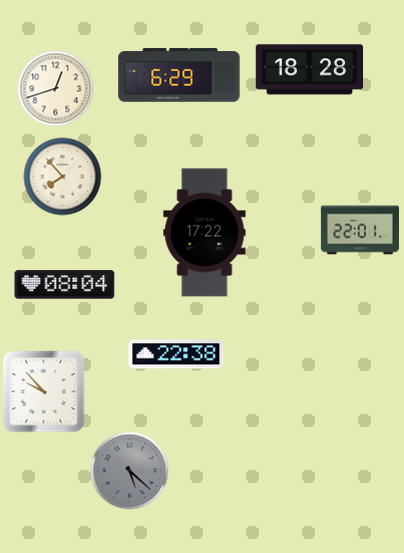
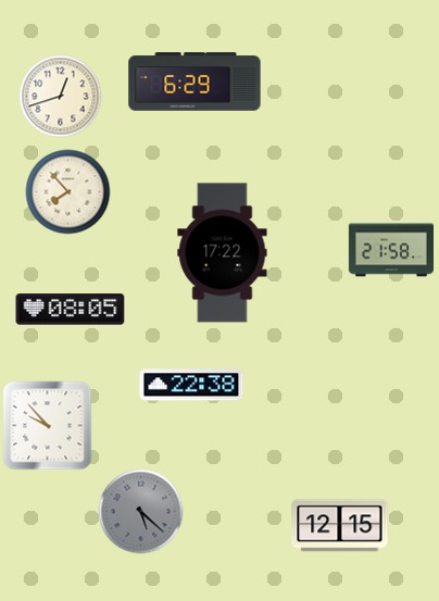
clock at (310, 70): 18:28 -> none
clock at (360, 230): 22:01 -> 21:58
clock at (65, 285): 08:04 -> 08:05
clock at (340, 526): none -> 12:15
